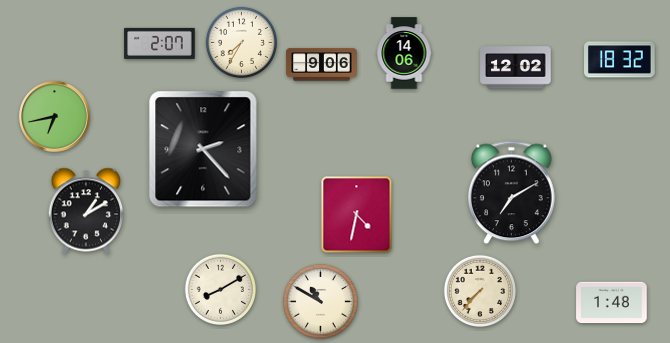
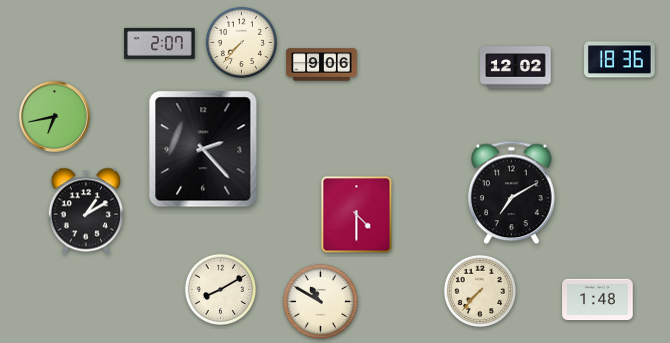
clock at (241, 42): 7:35 -> 7:37
clock at (404, 53): 14:06 -> none
clock at (620, 60): 18:32 -> 18:36
clock at (357, 215): 4:32 -> 4:30
clock at (612, 303) position: (612, 303) -> (598, 300)
